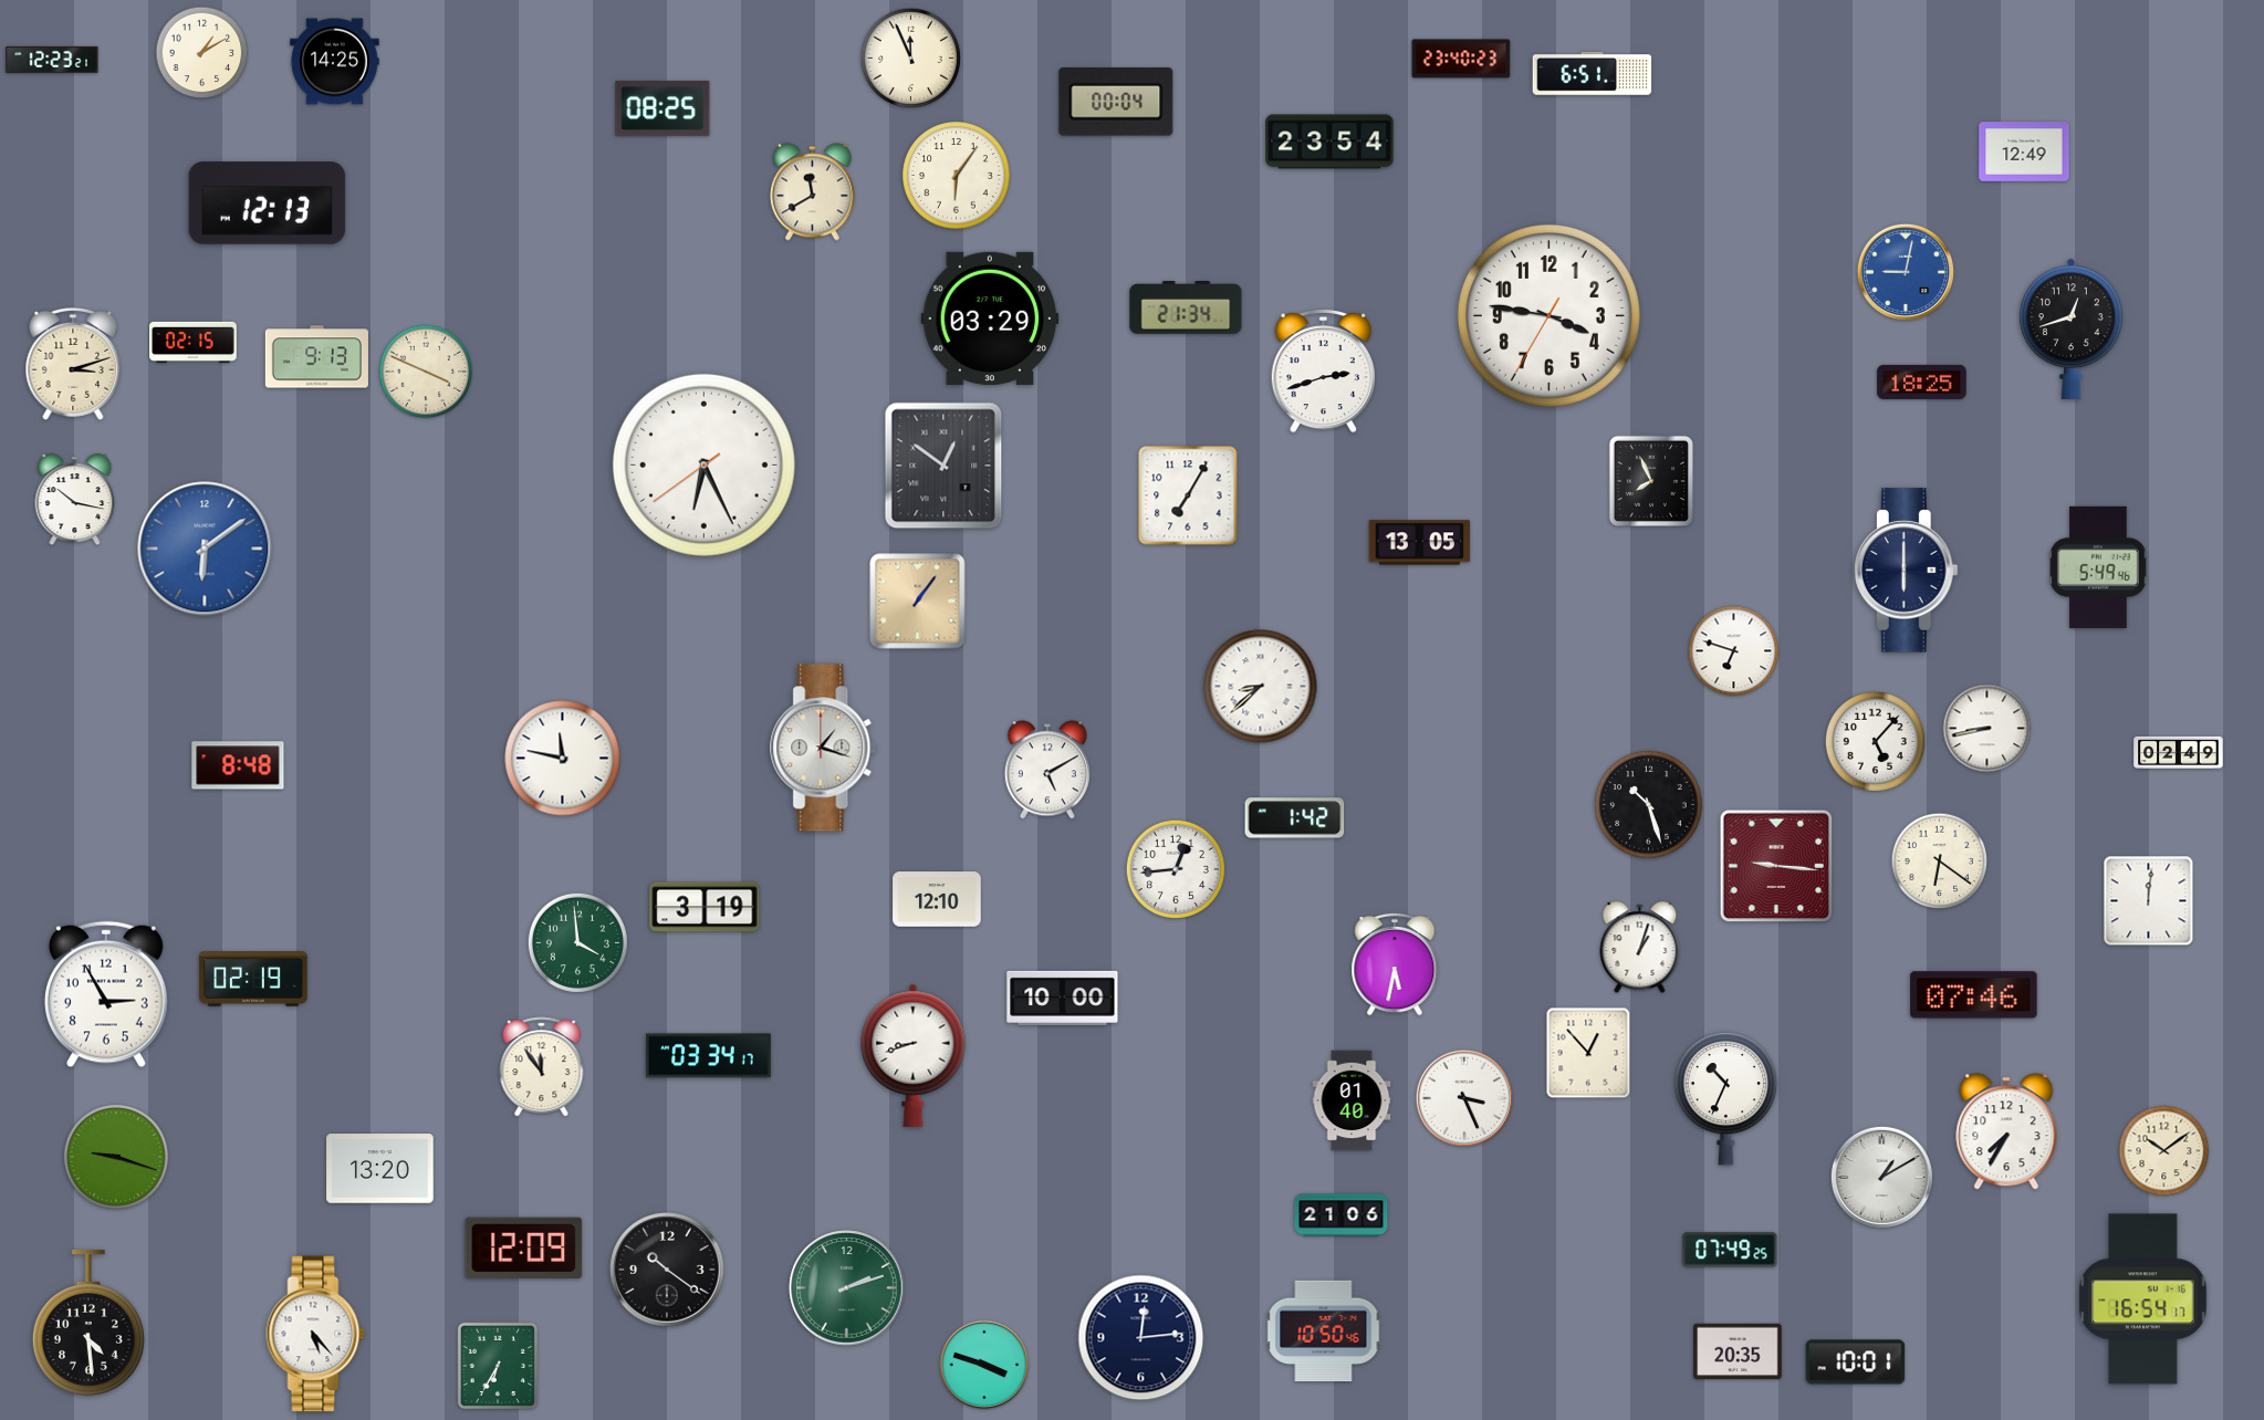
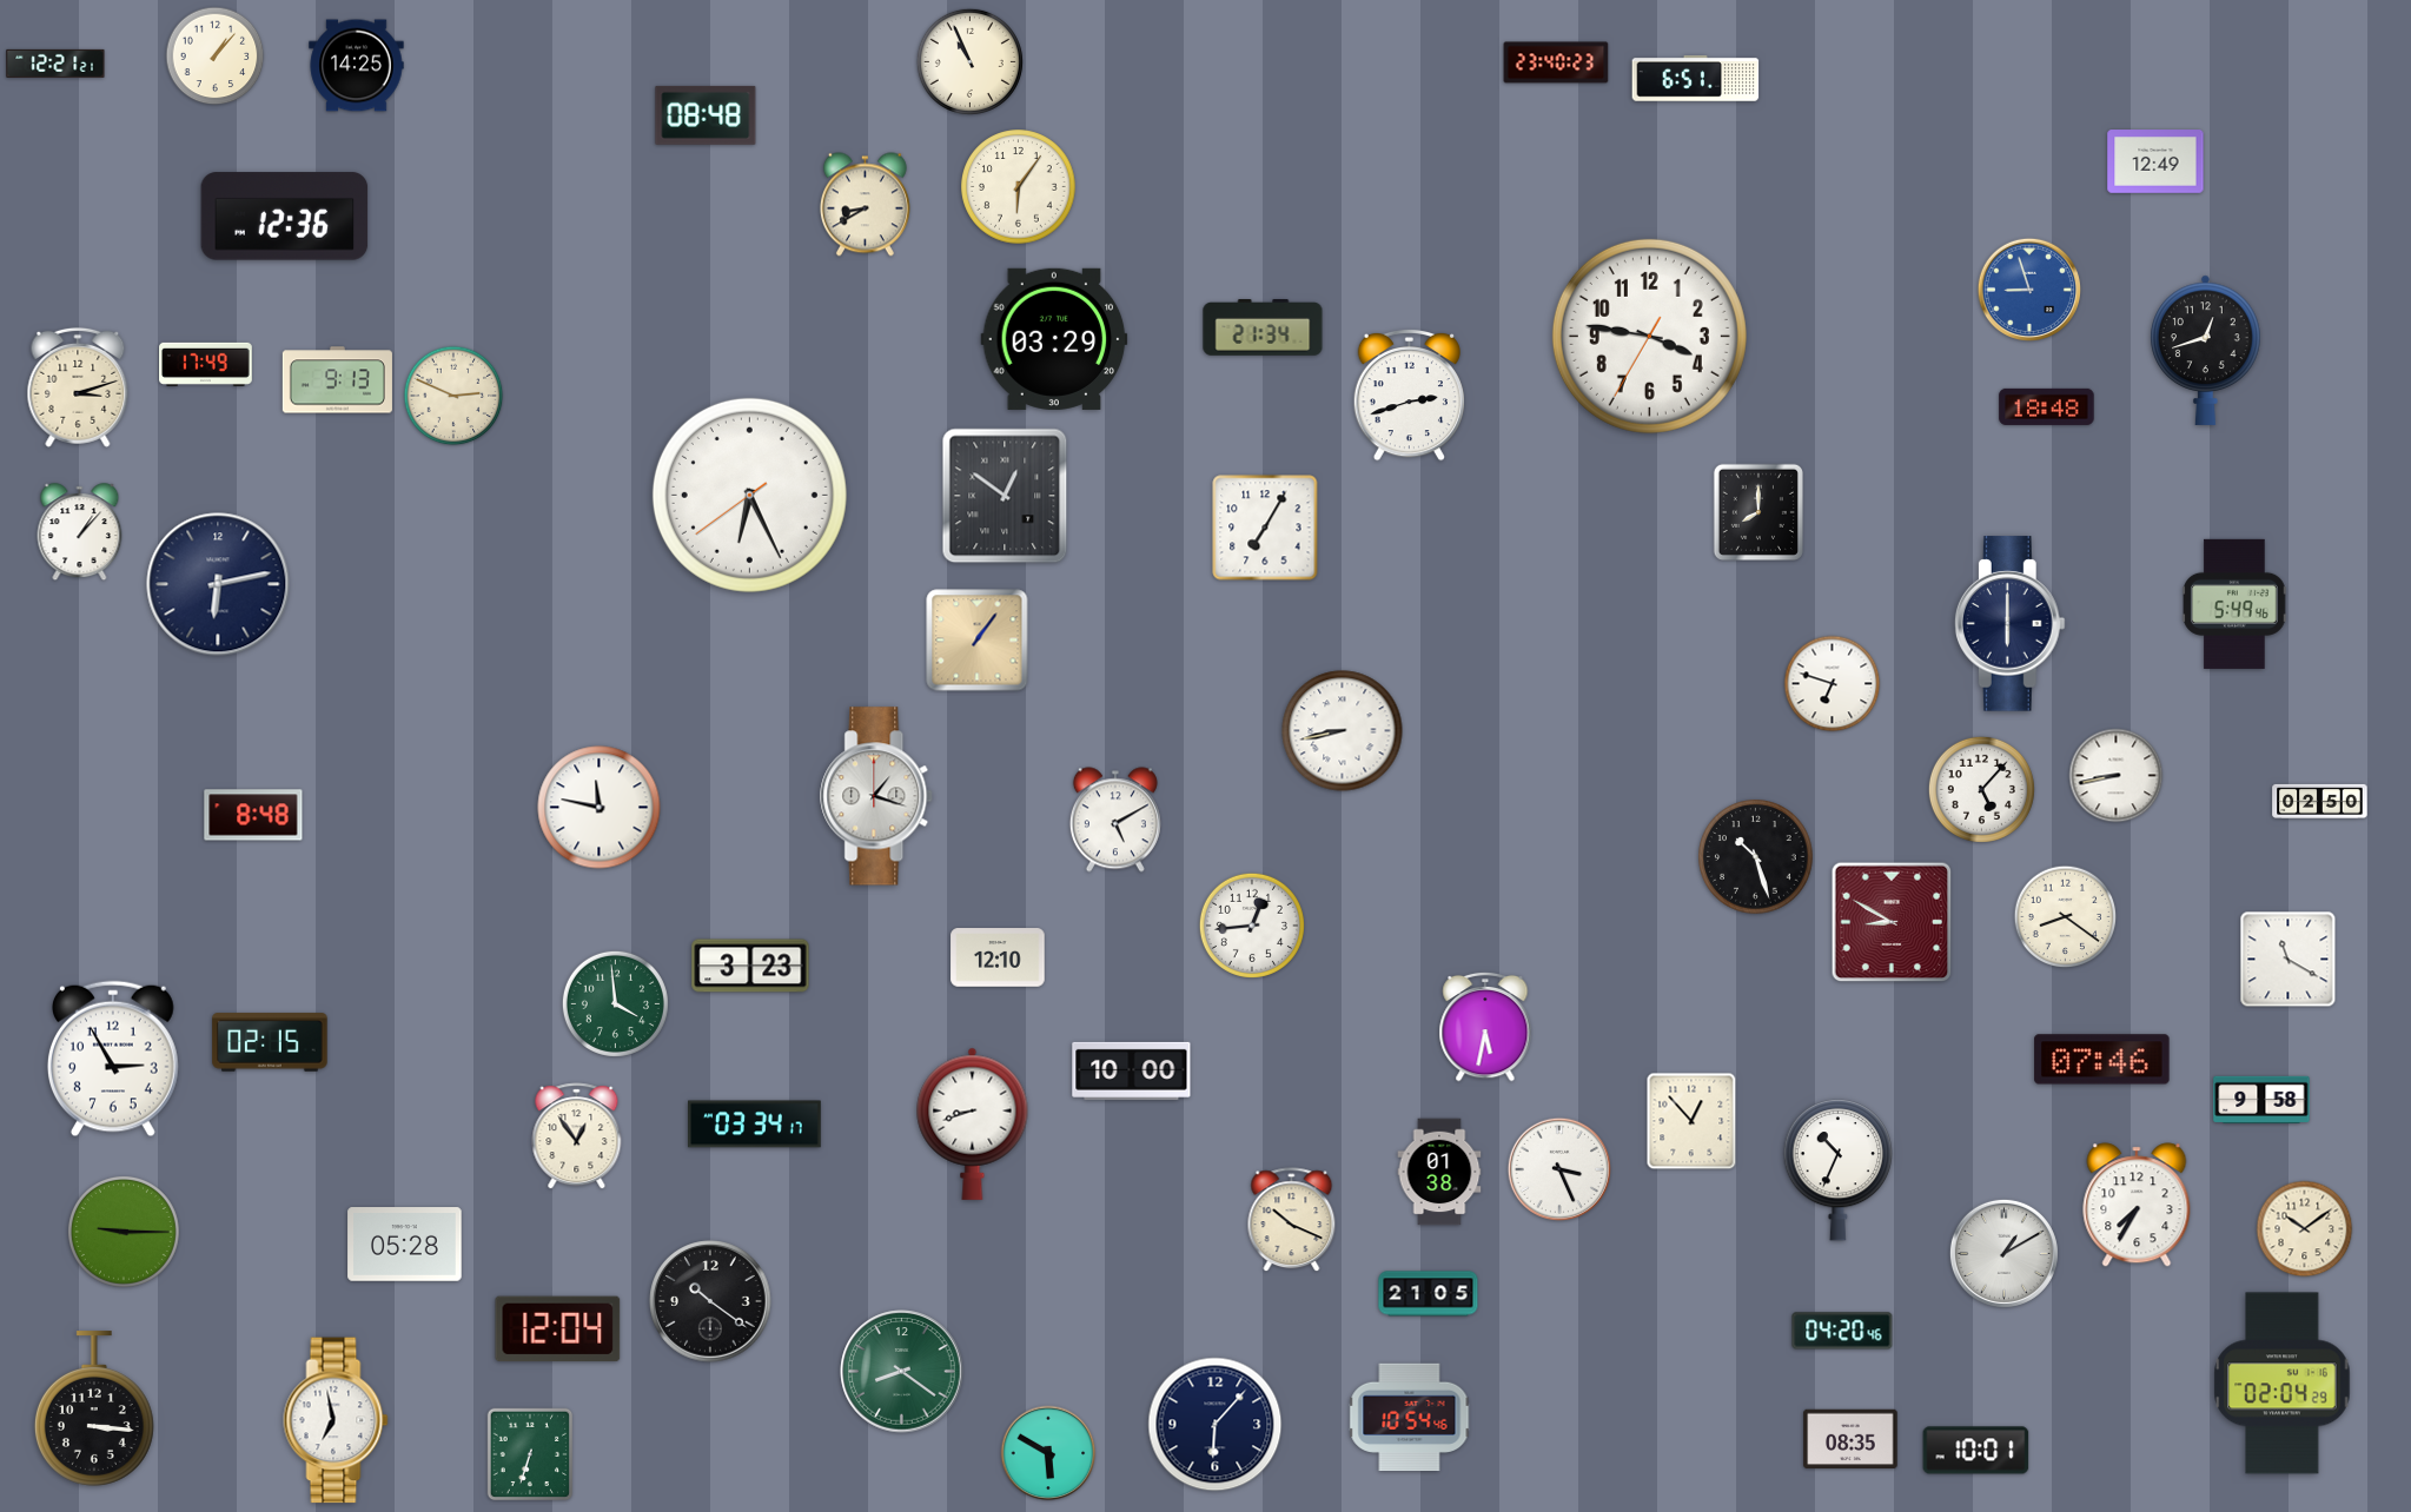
clock at (202, 53): 1:10 -> 1:07
clock at (910, 58): 11:56 -> 10:56
clock at (52, 60): 12:23 -> 12:21
clock at (1116, 102): 00:04 -> none
clock at (662, 108): 08:25 -> 08:48
clock at (1329, 142): 23:54 -> none
clock at (812, 192): 11:40 -> 8:40
clock at (268, 203): 12:13 -> 12:36
clock at (1905, 271): 9:02 -> 8:57
clock at (194, 342): 02:15 -> 17:49
clock at (426, 372): 3:49 -> 2:49
clock at (1922, 382): 18:25 -> 18:48
clock at (1651, 480): 7:56 -> 8:00
clock at (75, 500): 10:17 -> 1:07
clock at (1420, 543): 13:05 -> none
clock at (205, 549): 6:09 -> 6:13
clock at (205, 549) dial: blue -> navy
clock at (1906, 571) position: (1906, 571) -> (2009, 624)
clock at (1734, 651) position: (1734, 651) -> (1833, 684)
clock at (1261, 687): 8:38 -> 8:43
clock at (1875, 741) position: (1875, 741) -> (1981, 789)
clock at (2179, 752): 02:49 -> 02:50
clock at (1295, 818): 1:42 -> none
clock at (1940, 862): 6:21 -> 8:21
clock at (1776, 866): 9:16 -> 8:50
clock at (2149, 901): 12:01 -> 11:20
clock at (705, 907): 3:19 -> 3:23
clock at (1640, 948): 1:03 -> none
clock at (253, 979): 02:19 -> 02:15
clock at (1063, 998) position: (1063, 998) -> (1132, 1070)
clock at (2261, 1099): none -> 9:58
clock at (542, 1067): 11:54 -> 12:54
clock at (1352, 1100): 01:40 -> 01:38
clock at (1292, 1220): none -> 10:19
clock at (2164, 1151) position: (2164, 1151) -> (2305, 1229)
clock at (116, 1157): 9:18 -> 9:15
clock at (380, 1169): 13:20 -> 05:28
clock at (1342, 1215): 21:06 -> 21:05
clock at (524, 1249): 12:09 -> 12:04
clock at (1730, 1250): 07:49 -> 04:20
clock at (667, 1270) position: (667, 1270) -> (710, 1301)
clock at (847, 1288): 2:12 -> 8:21
clock at (2143, 1299): 16:54 -> 02:04
clock at (88, 1323): 4:29 -> 3:16
clock at (1324, 1332): 10:50 -> 10:54
clock at (315, 1334): 5:23 -> 6:58
clock at (1141, 1338): 12:14 -> 6:07
clock at (1738, 1351): 20:35 -> 08:35
clock at (984, 1365): 3:48 -> 5:50
clock at (498, 1366): 6:35 -> 6:33
